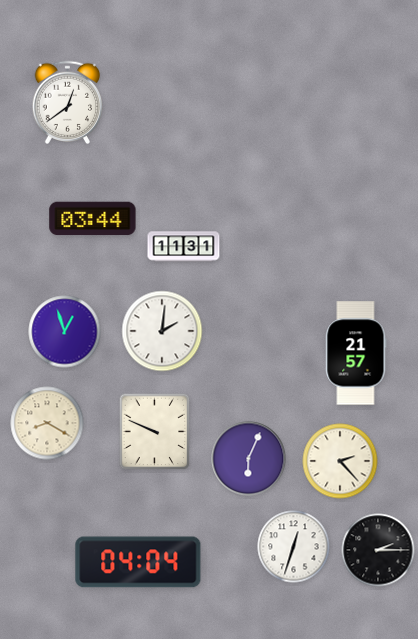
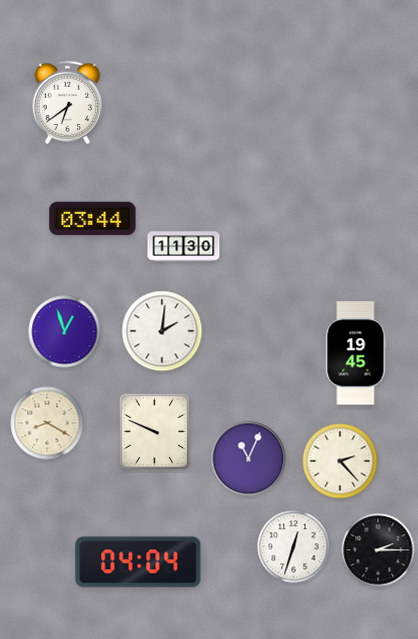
clock at (68, 102): 12:39 -> 6:39
clock at (184, 247): 11:31 -> 11:30
clock at (356, 353): 21:57 -> 19:45
clock at (249, 459): 6:04 -> 11:04
